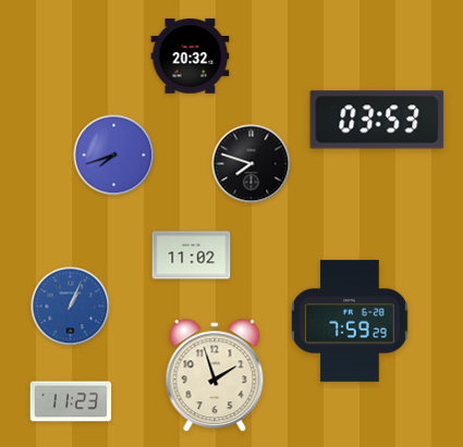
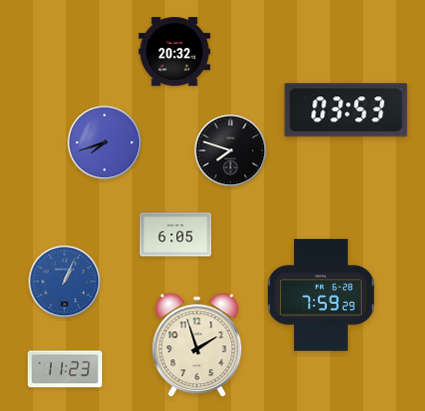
clock at (192, 256): 11:02 -> 6:05
